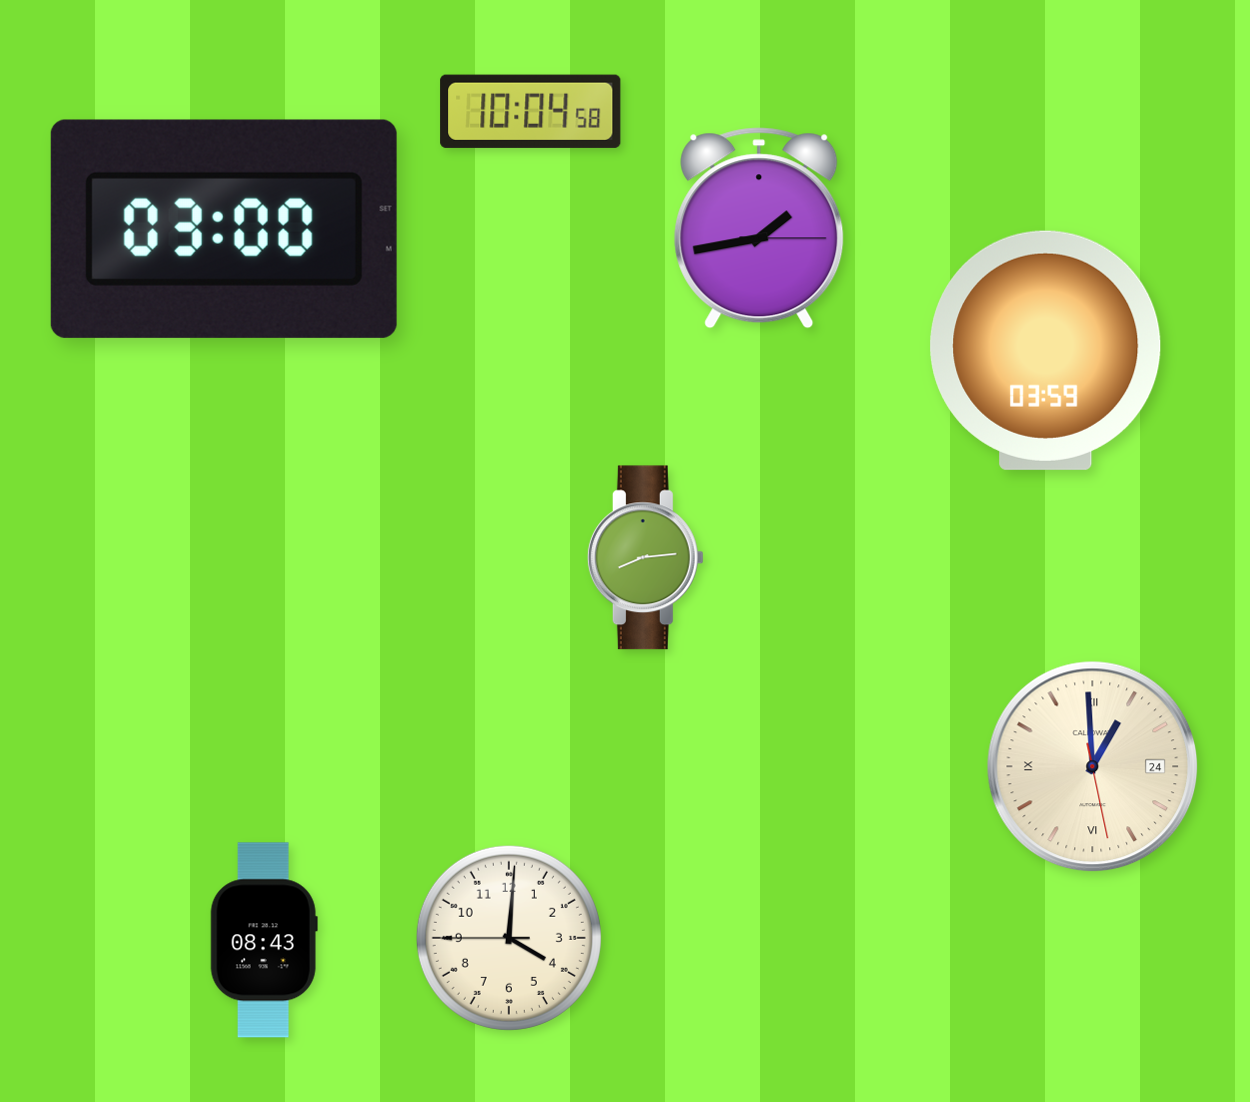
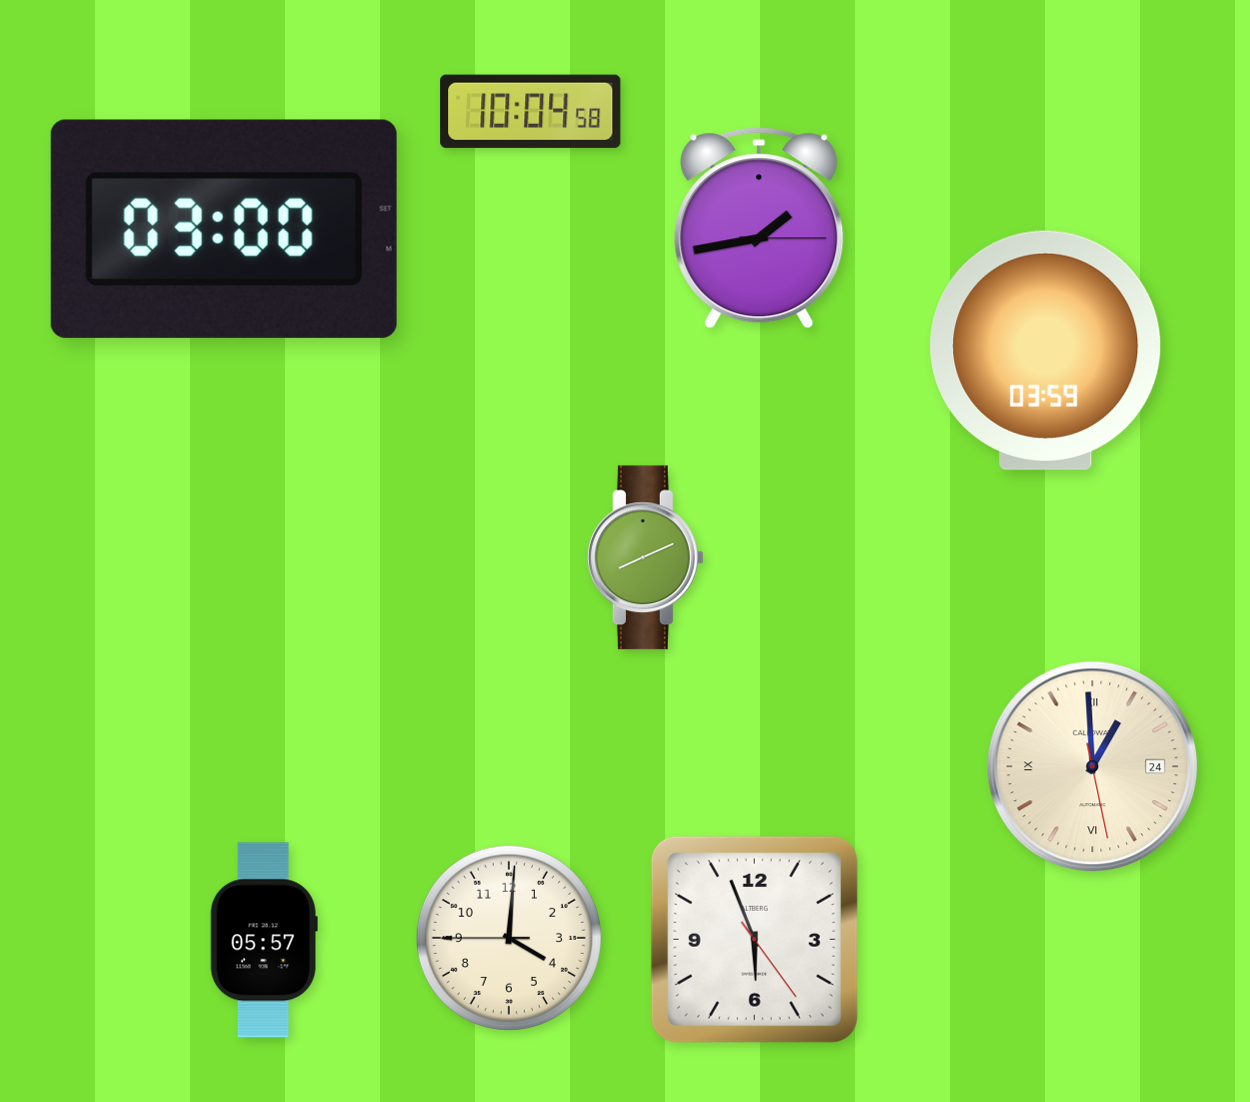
clock at (645, 558): 8:14 -> 8:11
clock at (754, 939): none -> 5:56
clock at (264, 940): 08:43 -> 05:57
